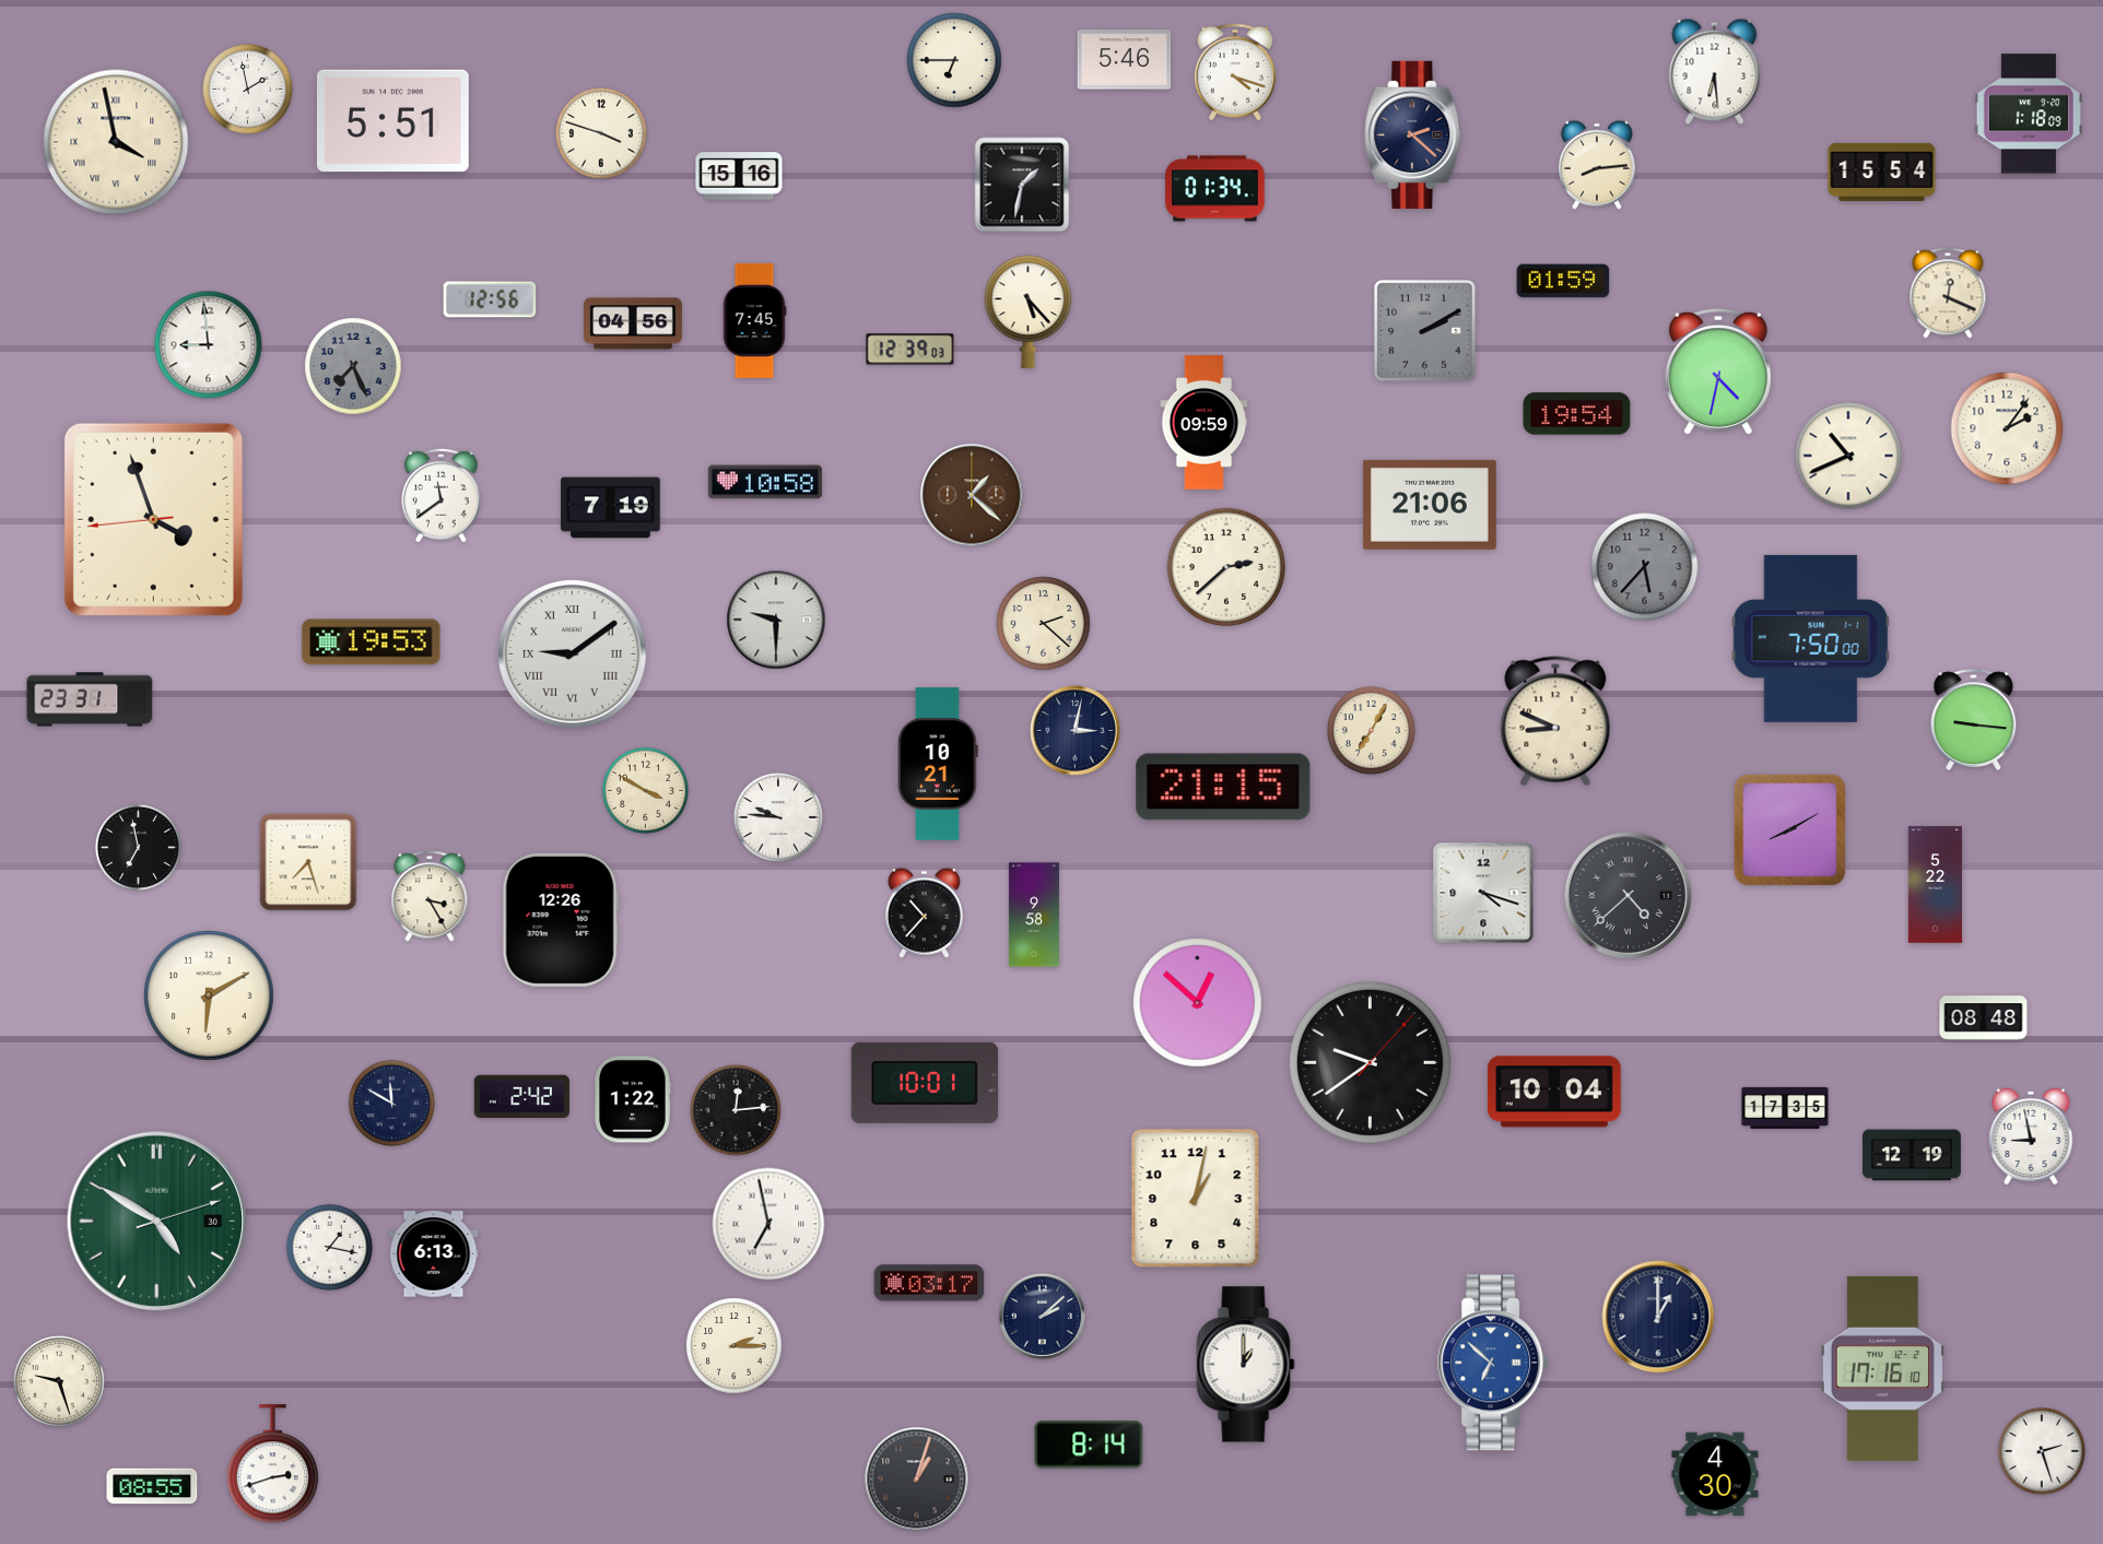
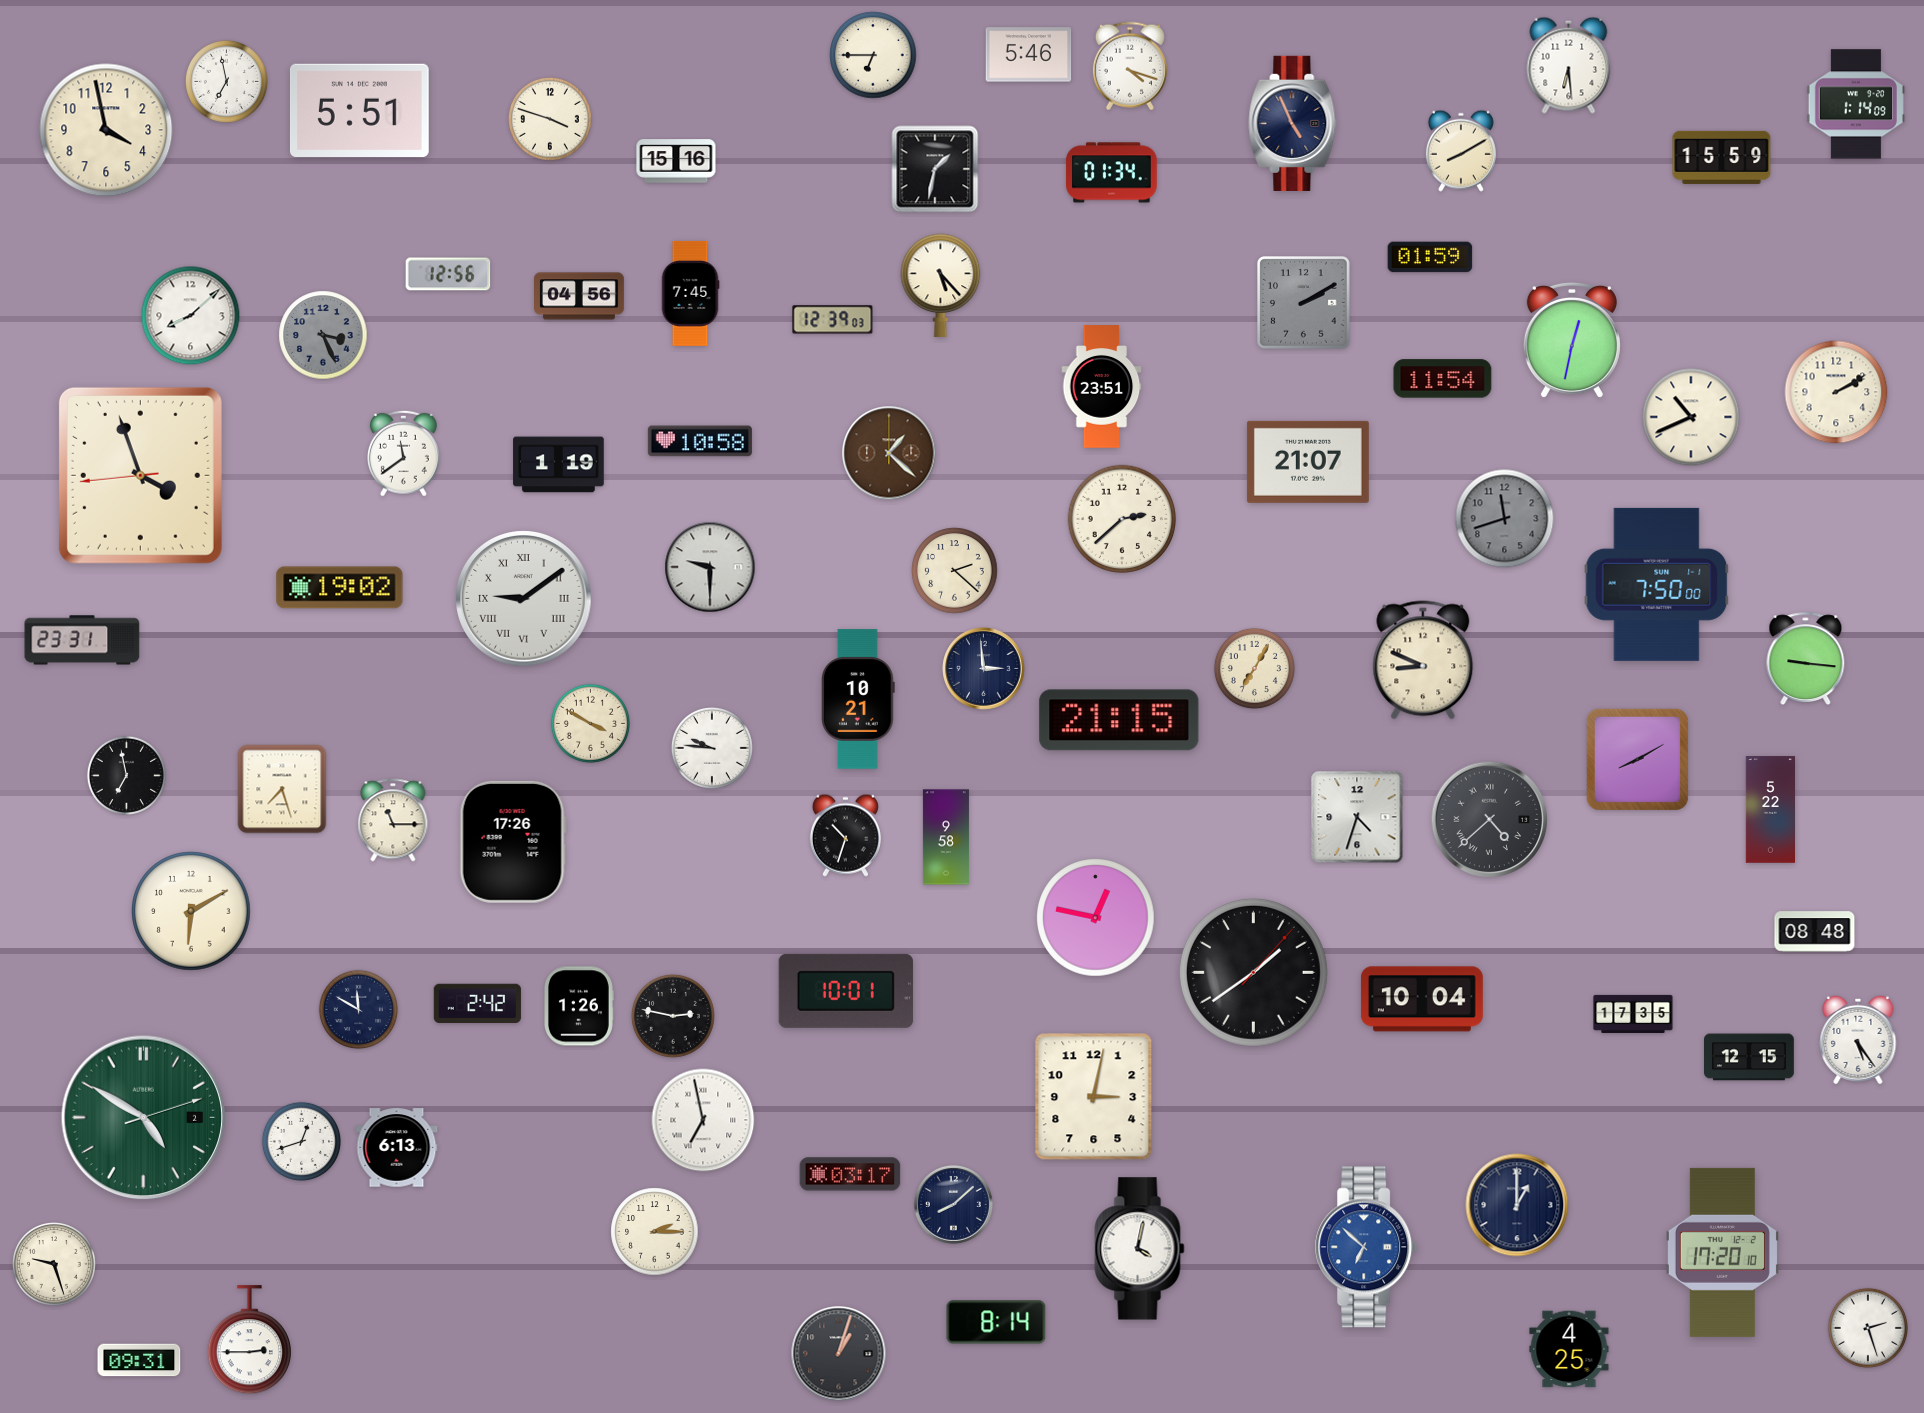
clock at (247, 89): 1:58 -> 6:58
clock at (2028, 114): 1:18 -> 1:14
clock at (602, 134) position: (602, 134) -> (551, 120)
clock at (1413, 134): 2:22 -> 4:56
clock at (116, 142) numerals: Roman -> Arabic
clock at (1597, 165): 8:14 -> 8:10
clock at (1882, 172): 15:54 -> 15:59
clock at (1948, 293): 12:19 -> none
clock at (209, 345): 8:59 -> 8:08
clock at (353, 366): 7:26 -> 3:26
clock at (1718, 372): 4:32 -> 12:32
clock at (1577, 414): 19:54 -> 11:54
clock at (1205, 423): 09:59 -> 23:51
clock at (2007, 428): 2:06 -> 2:10
clock at (1430, 505): 21:06 -> 21:07
clock at (611, 508): 7:19 -> 1:19
clock at (1645, 567): 5:37 -> 11:42
clock at (372, 643): 19:53 -> 19:02
clock at (1076, 731): 3:02 -> 2:59
clock at (1483, 893): 4:18 -> 4:33
clock at (430, 896): 3:25 -> 11:15
clock at (924, 912): 10:37 -> 10:33
clock at (561, 920): 12:26 -> 17:26
clock at (1198, 1003): 12:52 -> 12:47
clock at (1370, 1062): 9:39 -> 1:39
clock at (633, 1099): 1:22 -> 1:26
clock at (737, 1111): 12:14 -> 2:47
clock at (2031, 1136): 8:58 -> 5:24
clock at (1913, 1155): 12:19 -> 12:15
clock at (1196, 1199): 1:02 -> 3:02
clock at (157, 1222) date: 30 -> 2
clock at (329, 1247): 1:17 -> 12:42
clock at (1042, 1316): 2:08 -> 8:08
clock at (735, 1346) position: (735, 1346) -> (655, 1232)
clock at (1246, 1365): 1:00 -> 4:02
clock at (1882, 1368): 17:16 -> 17:20
clock at (272, 1464): 2:42 -> 2:45
clock at (1715, 1474): 4:30 -> 4:25
clock at (152, 1486): 08:55 -> 09:31
